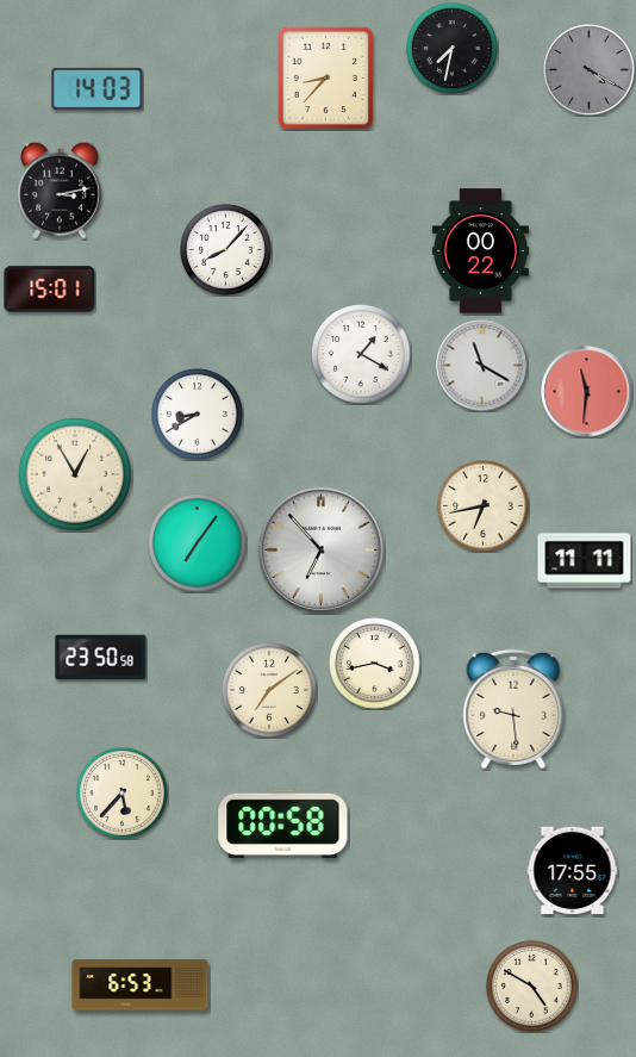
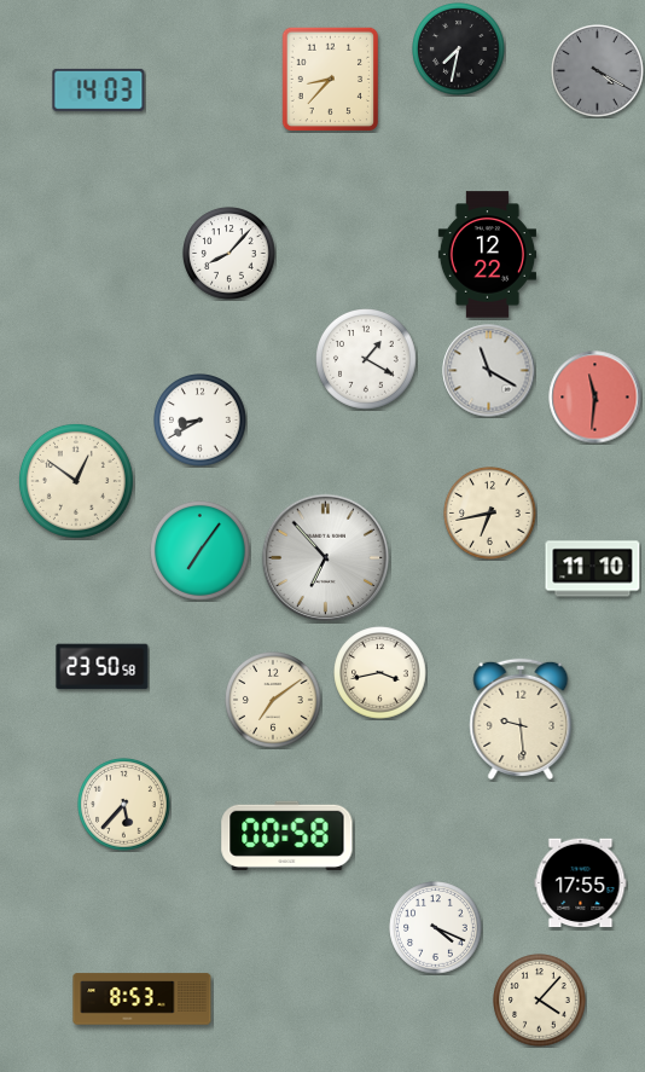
clock at (60, 191): 3:13 -> none
clock at (480, 251): 00:22 -> 12:22
clock at (50, 290): 15:01 -> none
clock at (75, 474): 12:55 -> 12:51
clock at (585, 561): 11:11 -> 11:10
clock at (436, 928): none -> 4:19
clock at (141, 986): 6:53 -> 8:53
clock at (532, 987): 4:50 -> 4:07
